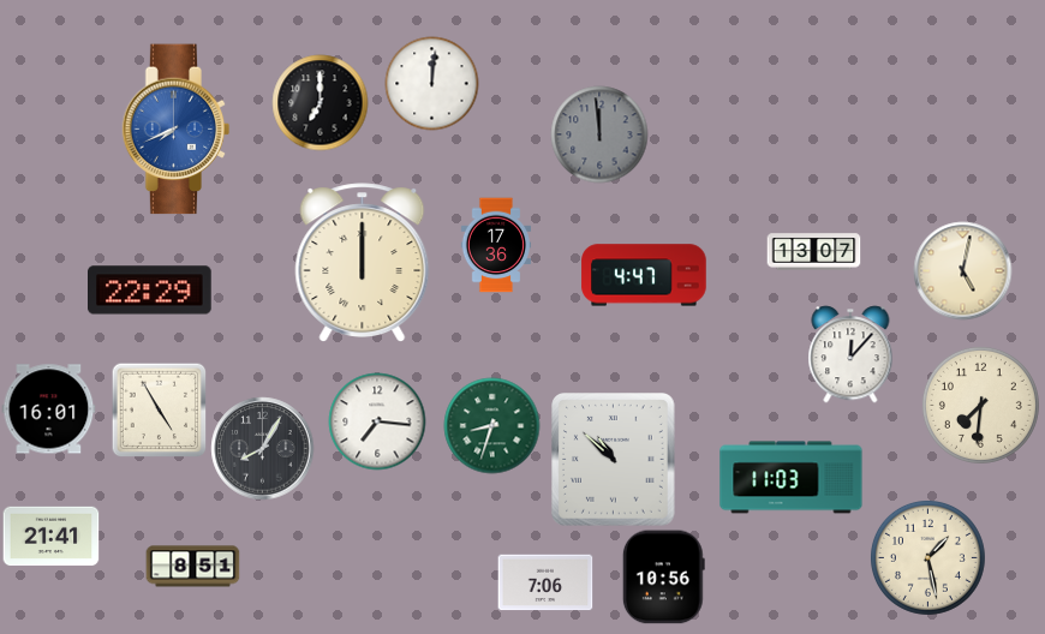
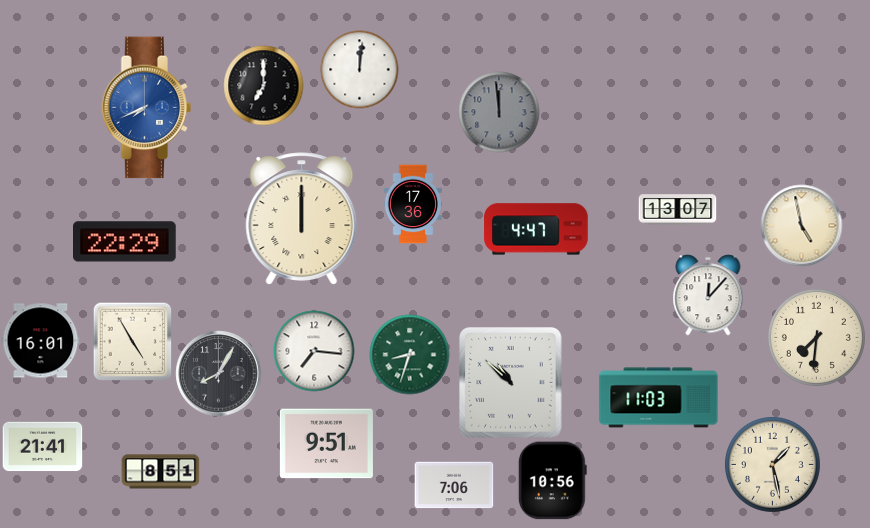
clock at (320, 102) position: (320, 102) -> (263, 85)
clock at (962, 270): 5:02 -> 4:58
clock at (326, 444): none -> 9:51
